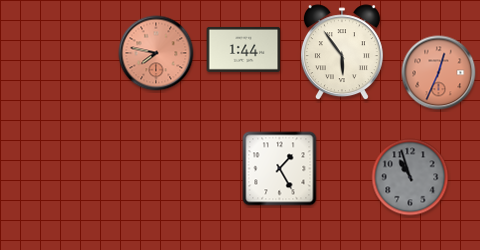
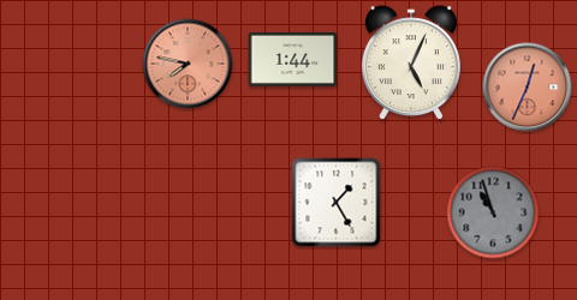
clock at (342, 53): 5:54 -> 5:04
